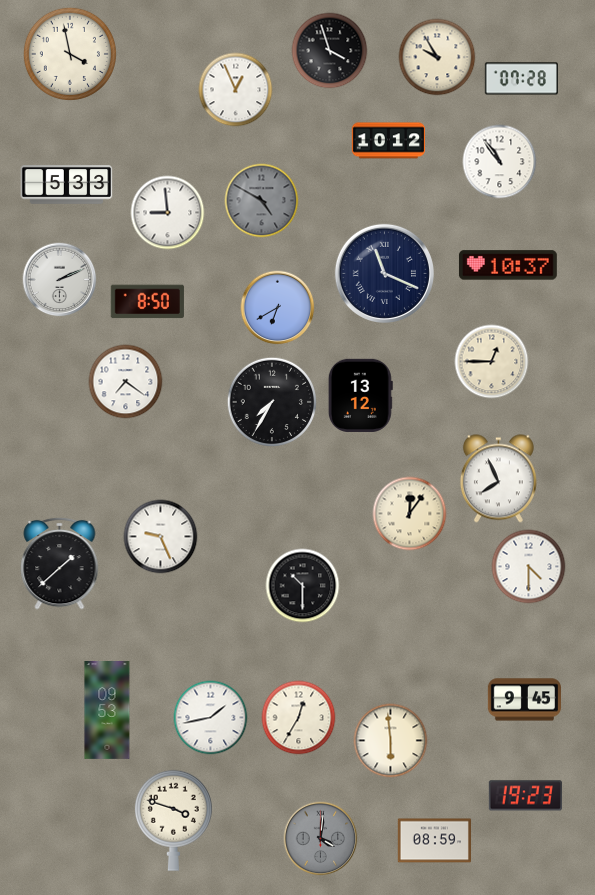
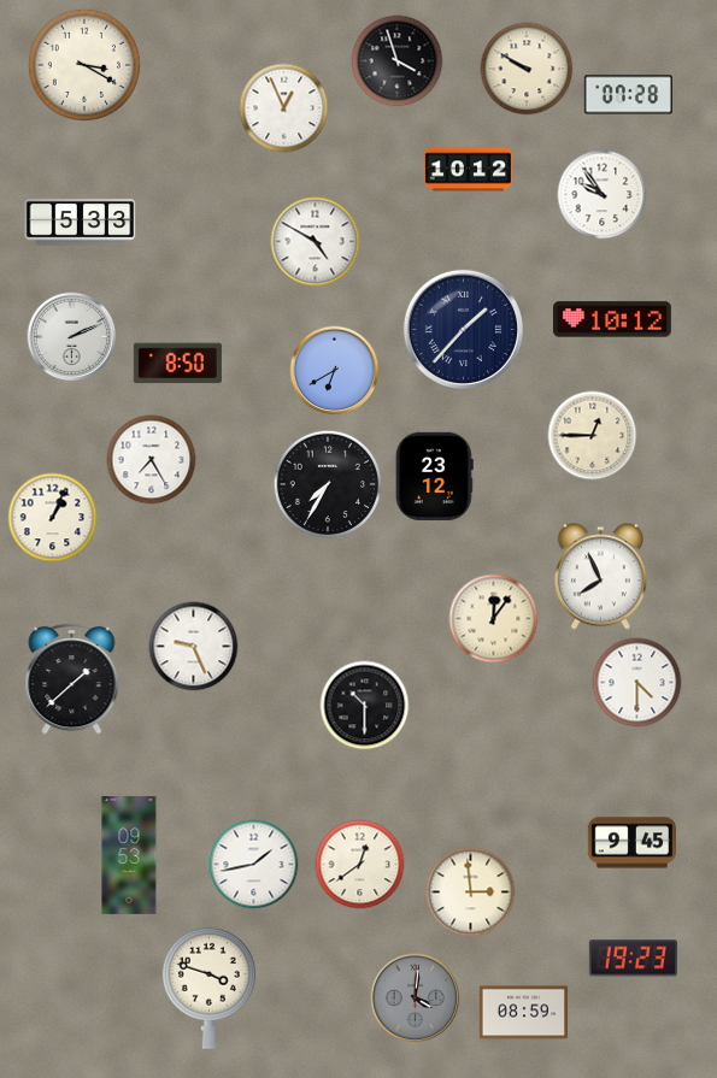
clock at (70, 54): 3:58 -> 3:20
clock at (437, 57): 9:55 -> 9:50
clock at (500, 162): 10:54 -> 9:54
clock at (262, 201) dial: grey -> white
clock at (168, 213): 8:59 -> none
clock at (508, 265): 10:37 -> 10:12
clock at (384, 273): 11:19 -> 1:37
clock at (126, 382): 7:21 -> 7:25
clock at (360, 395): 13:12 -> 23:12
clock at (53, 518): none -> 1:04
clock at (299, 718): 12:35 -> 12:39
clock at (391, 741): 5:59 -> 2:59
clock at (321, 839) position: (321, 839) -> (416, 999)
